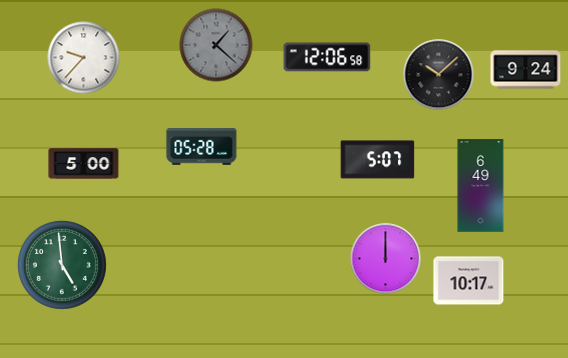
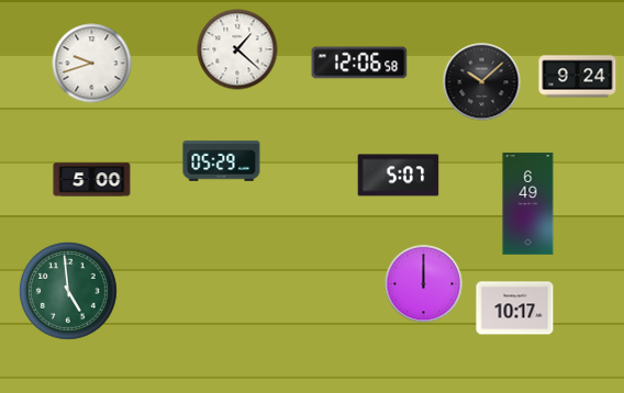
clock at (216, 45) dial: grey -> white
clock at (84, 58): 9:37 -> 9:42
clock at (202, 147): 05:28 -> 05:29
clock at (378, 160) position: (378, 160) -> (399, 176)
